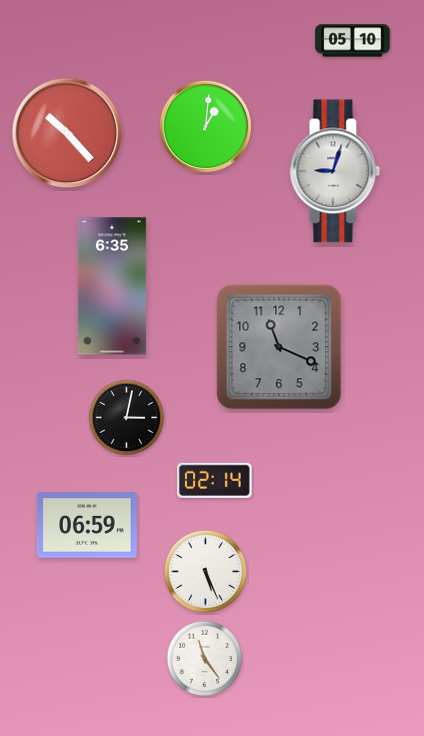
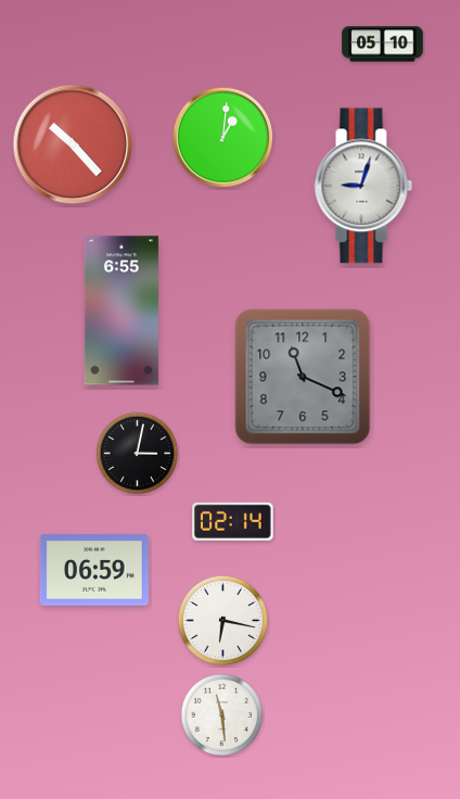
clock at (112, 286): 6:35 -> 6:55
clock at (206, 572): 5:26 -> 6:17
clock at (205, 659): 11:24 -> 11:29
